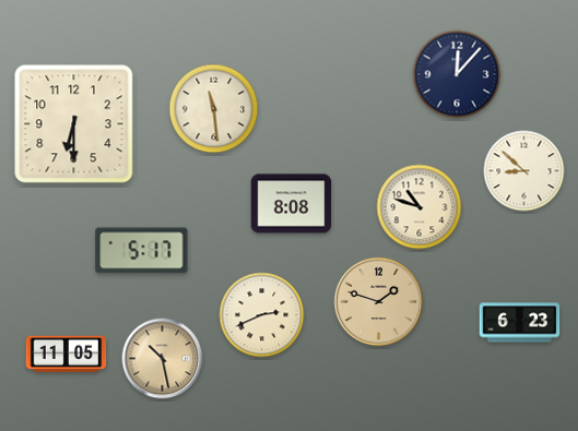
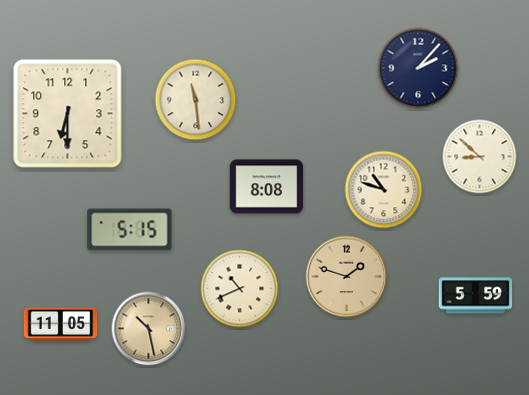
clock at (457, 74): 12:07 -> 2:07
clock at (142, 251): 5:17 -> 5:15
clock at (262, 315): 2:41 -> 10:41
clock at (520, 323): 6:23 -> 5:59
